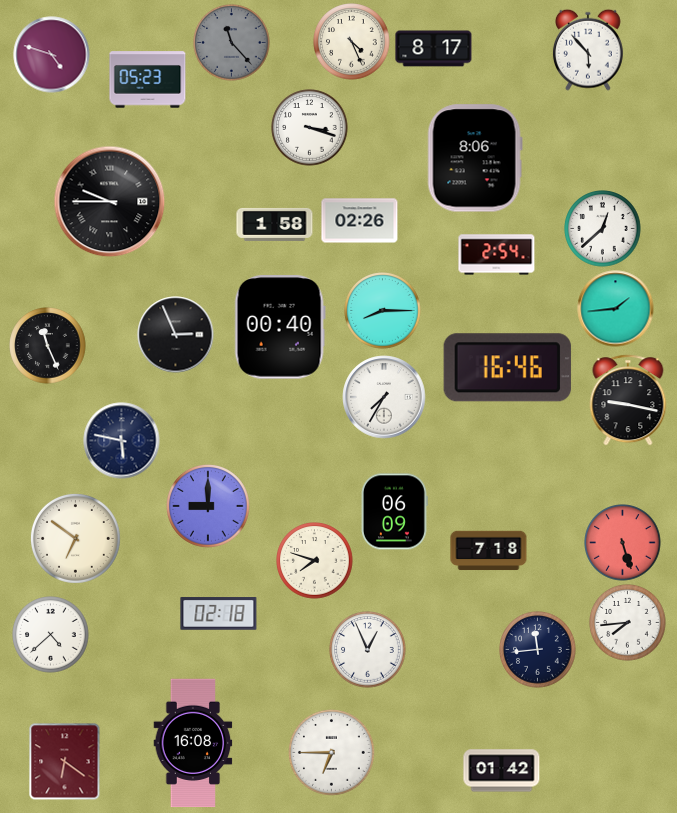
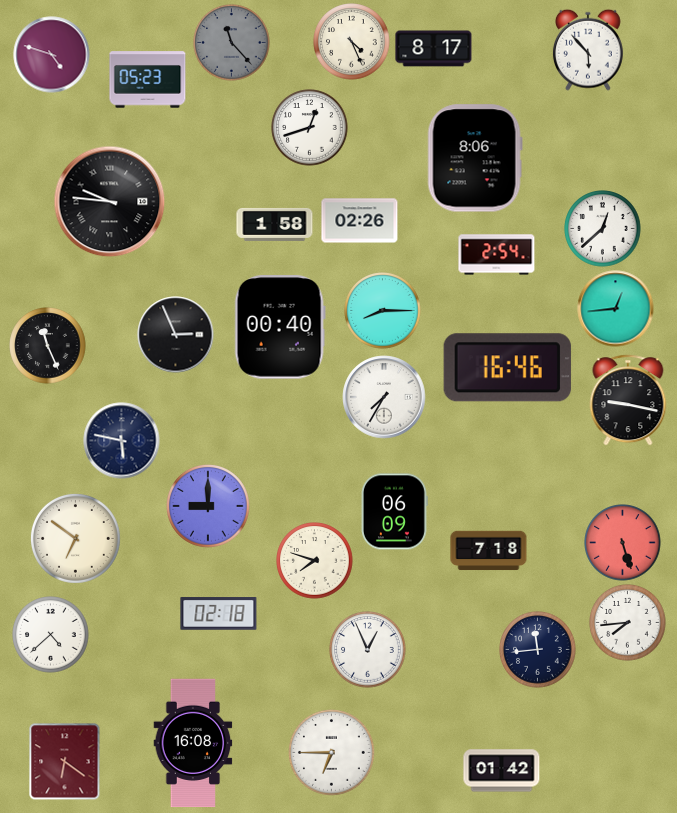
clock at (310, 128): 3:18 -> 12:42
clock at (110, 202): 9:45 -> 9:46
clock at (616, 309): 1:44 -> 12:44
